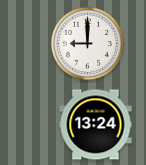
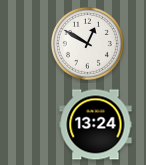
clock at (87, 43): 9:00 -> 12:50
